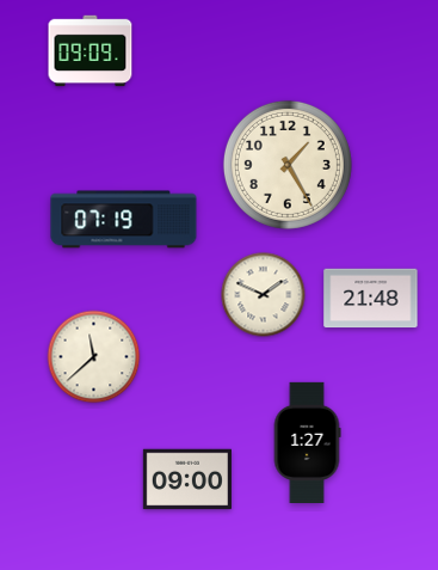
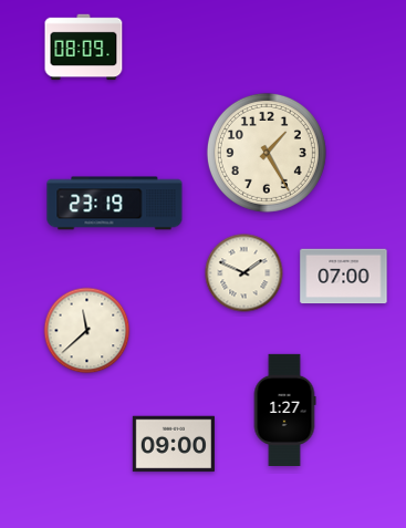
clock at (91, 51): 09:09 -> 08:09
clock at (124, 220): 07:19 -> 23:19
clock at (371, 299): 21:48 -> 07:00
